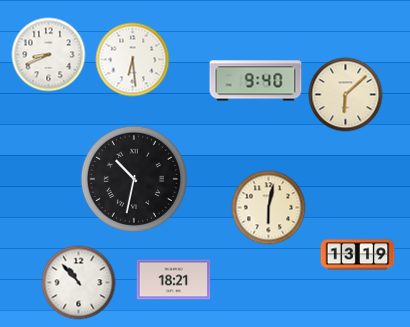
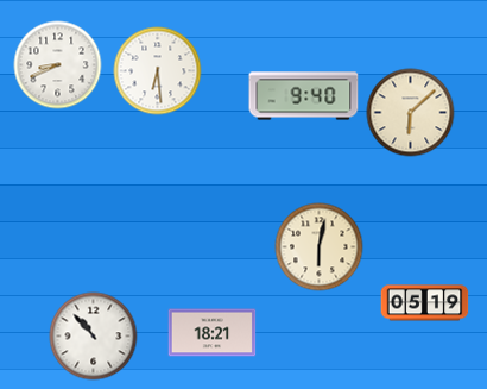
clock at (134, 179): 10:32 -> none
clock at (358, 255): 13:19 -> 05:19
clock at (174, 280) position: (174, 280) -> (213, 333)
